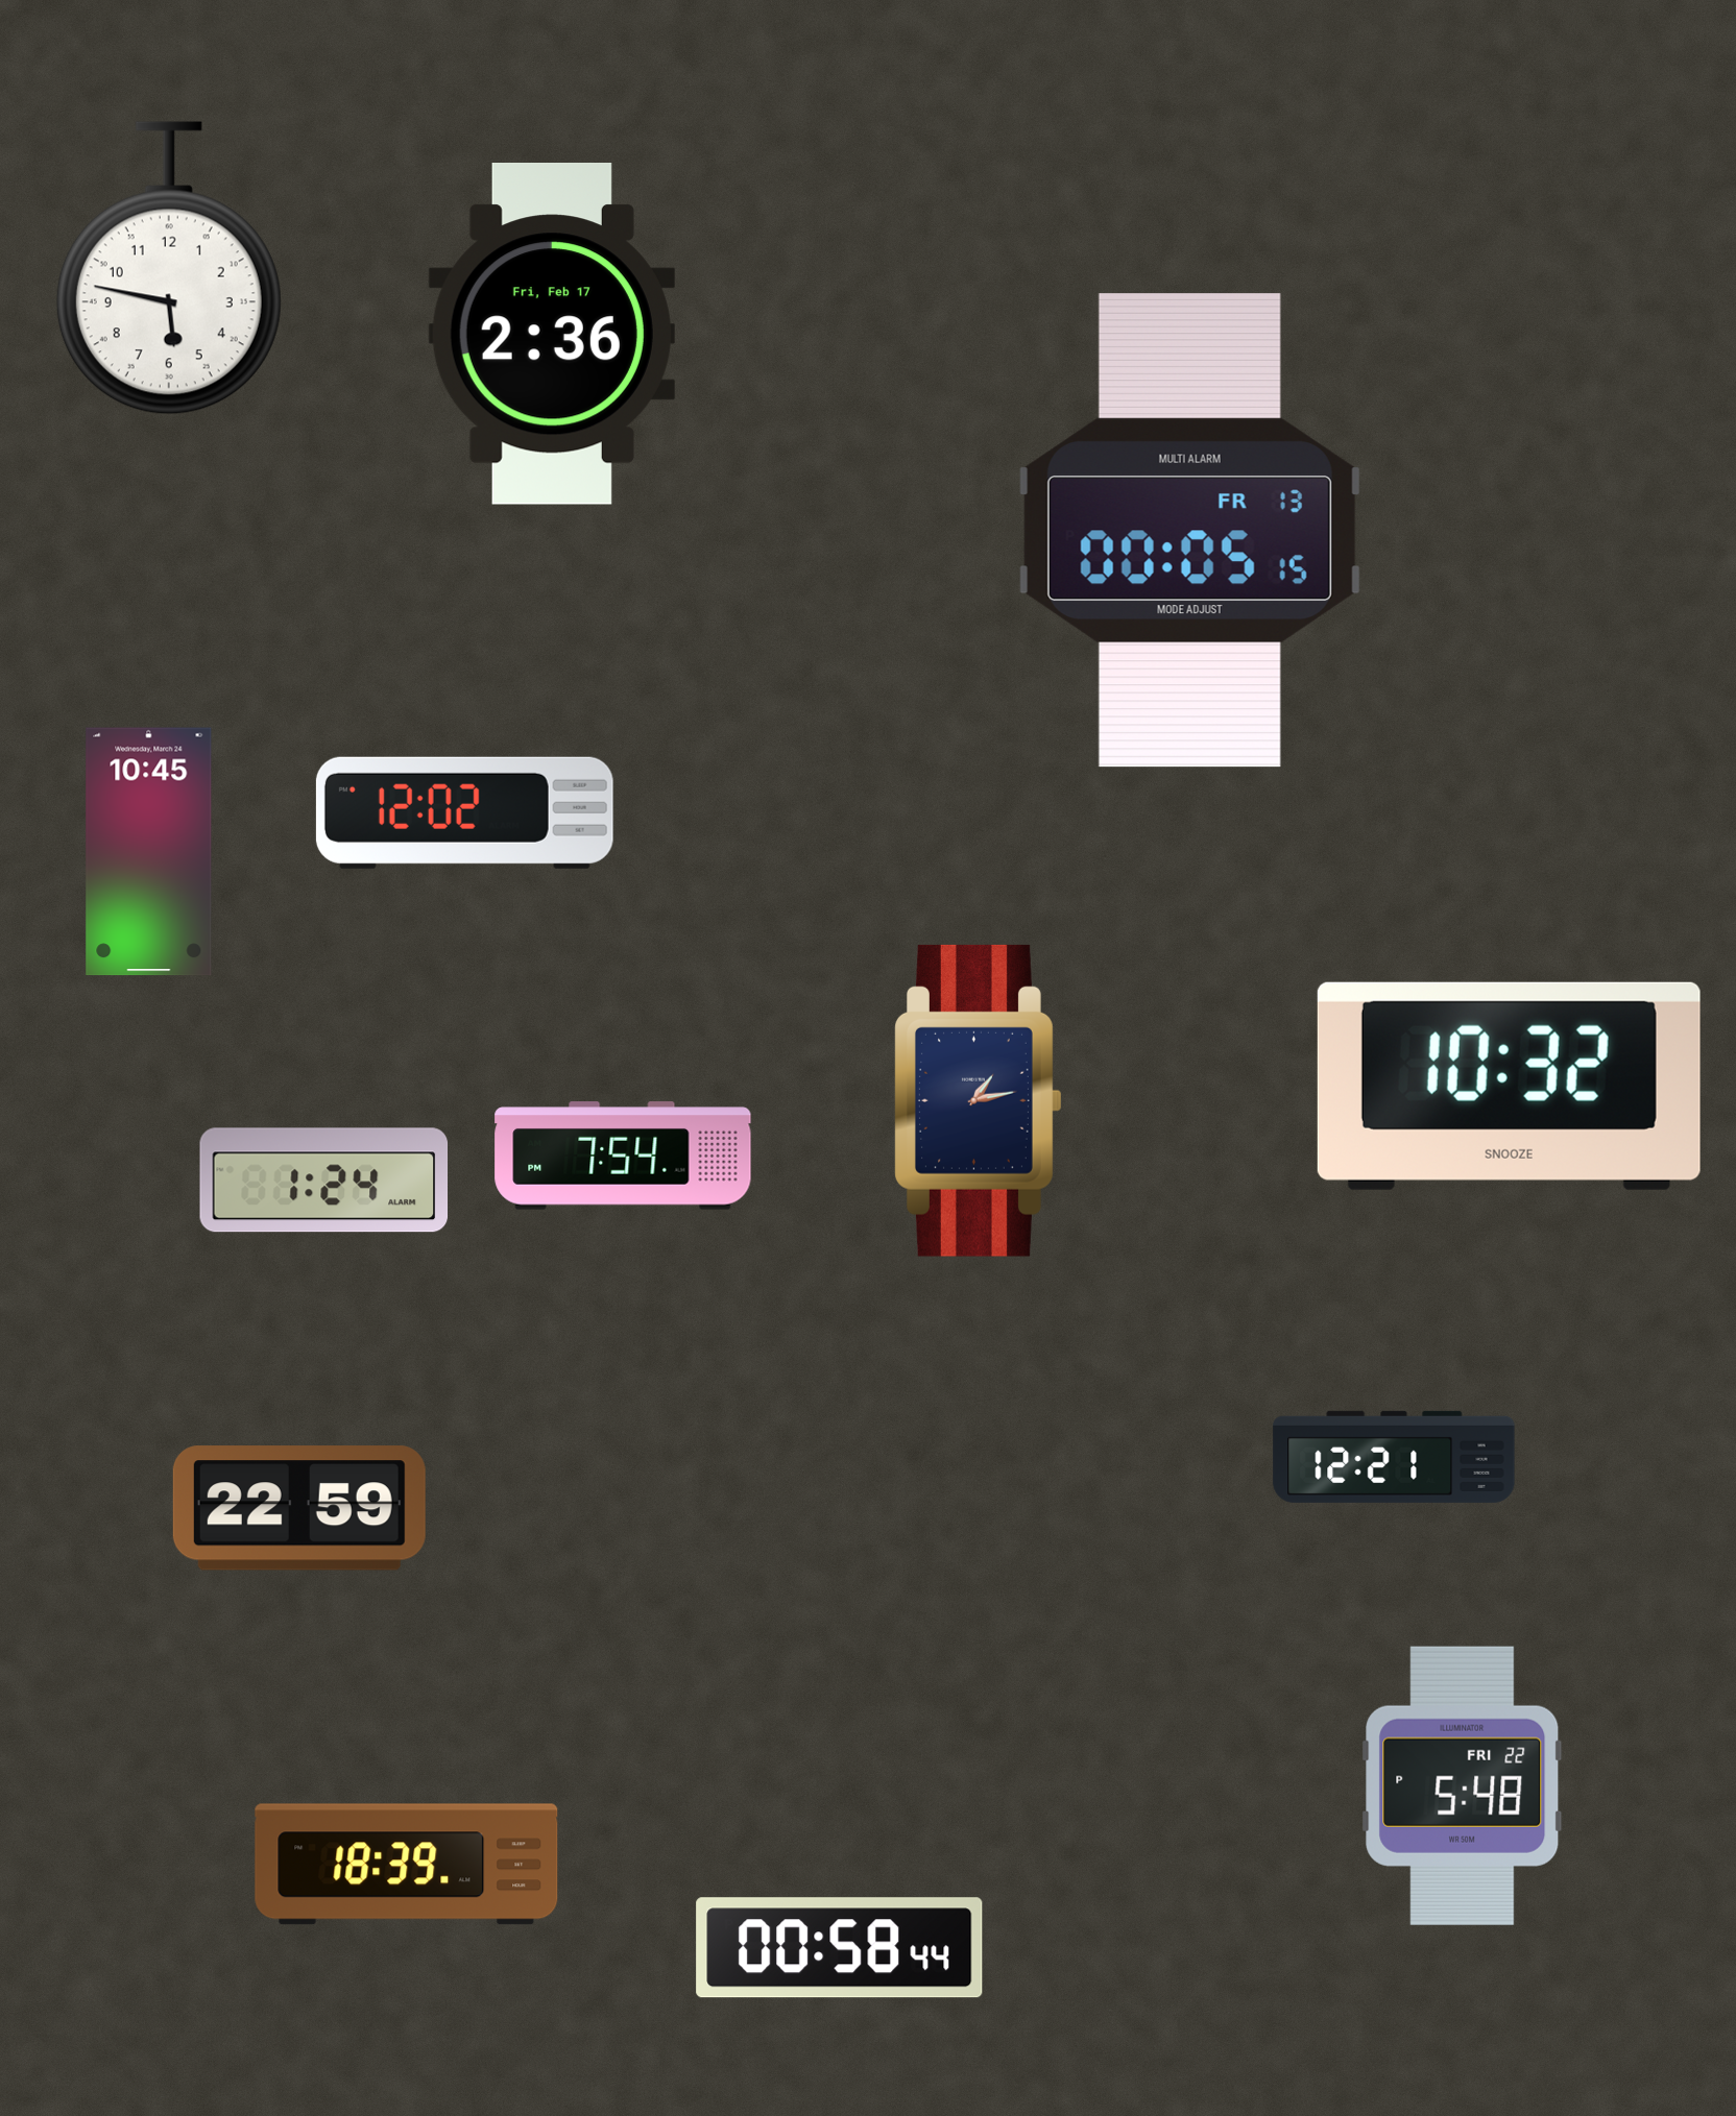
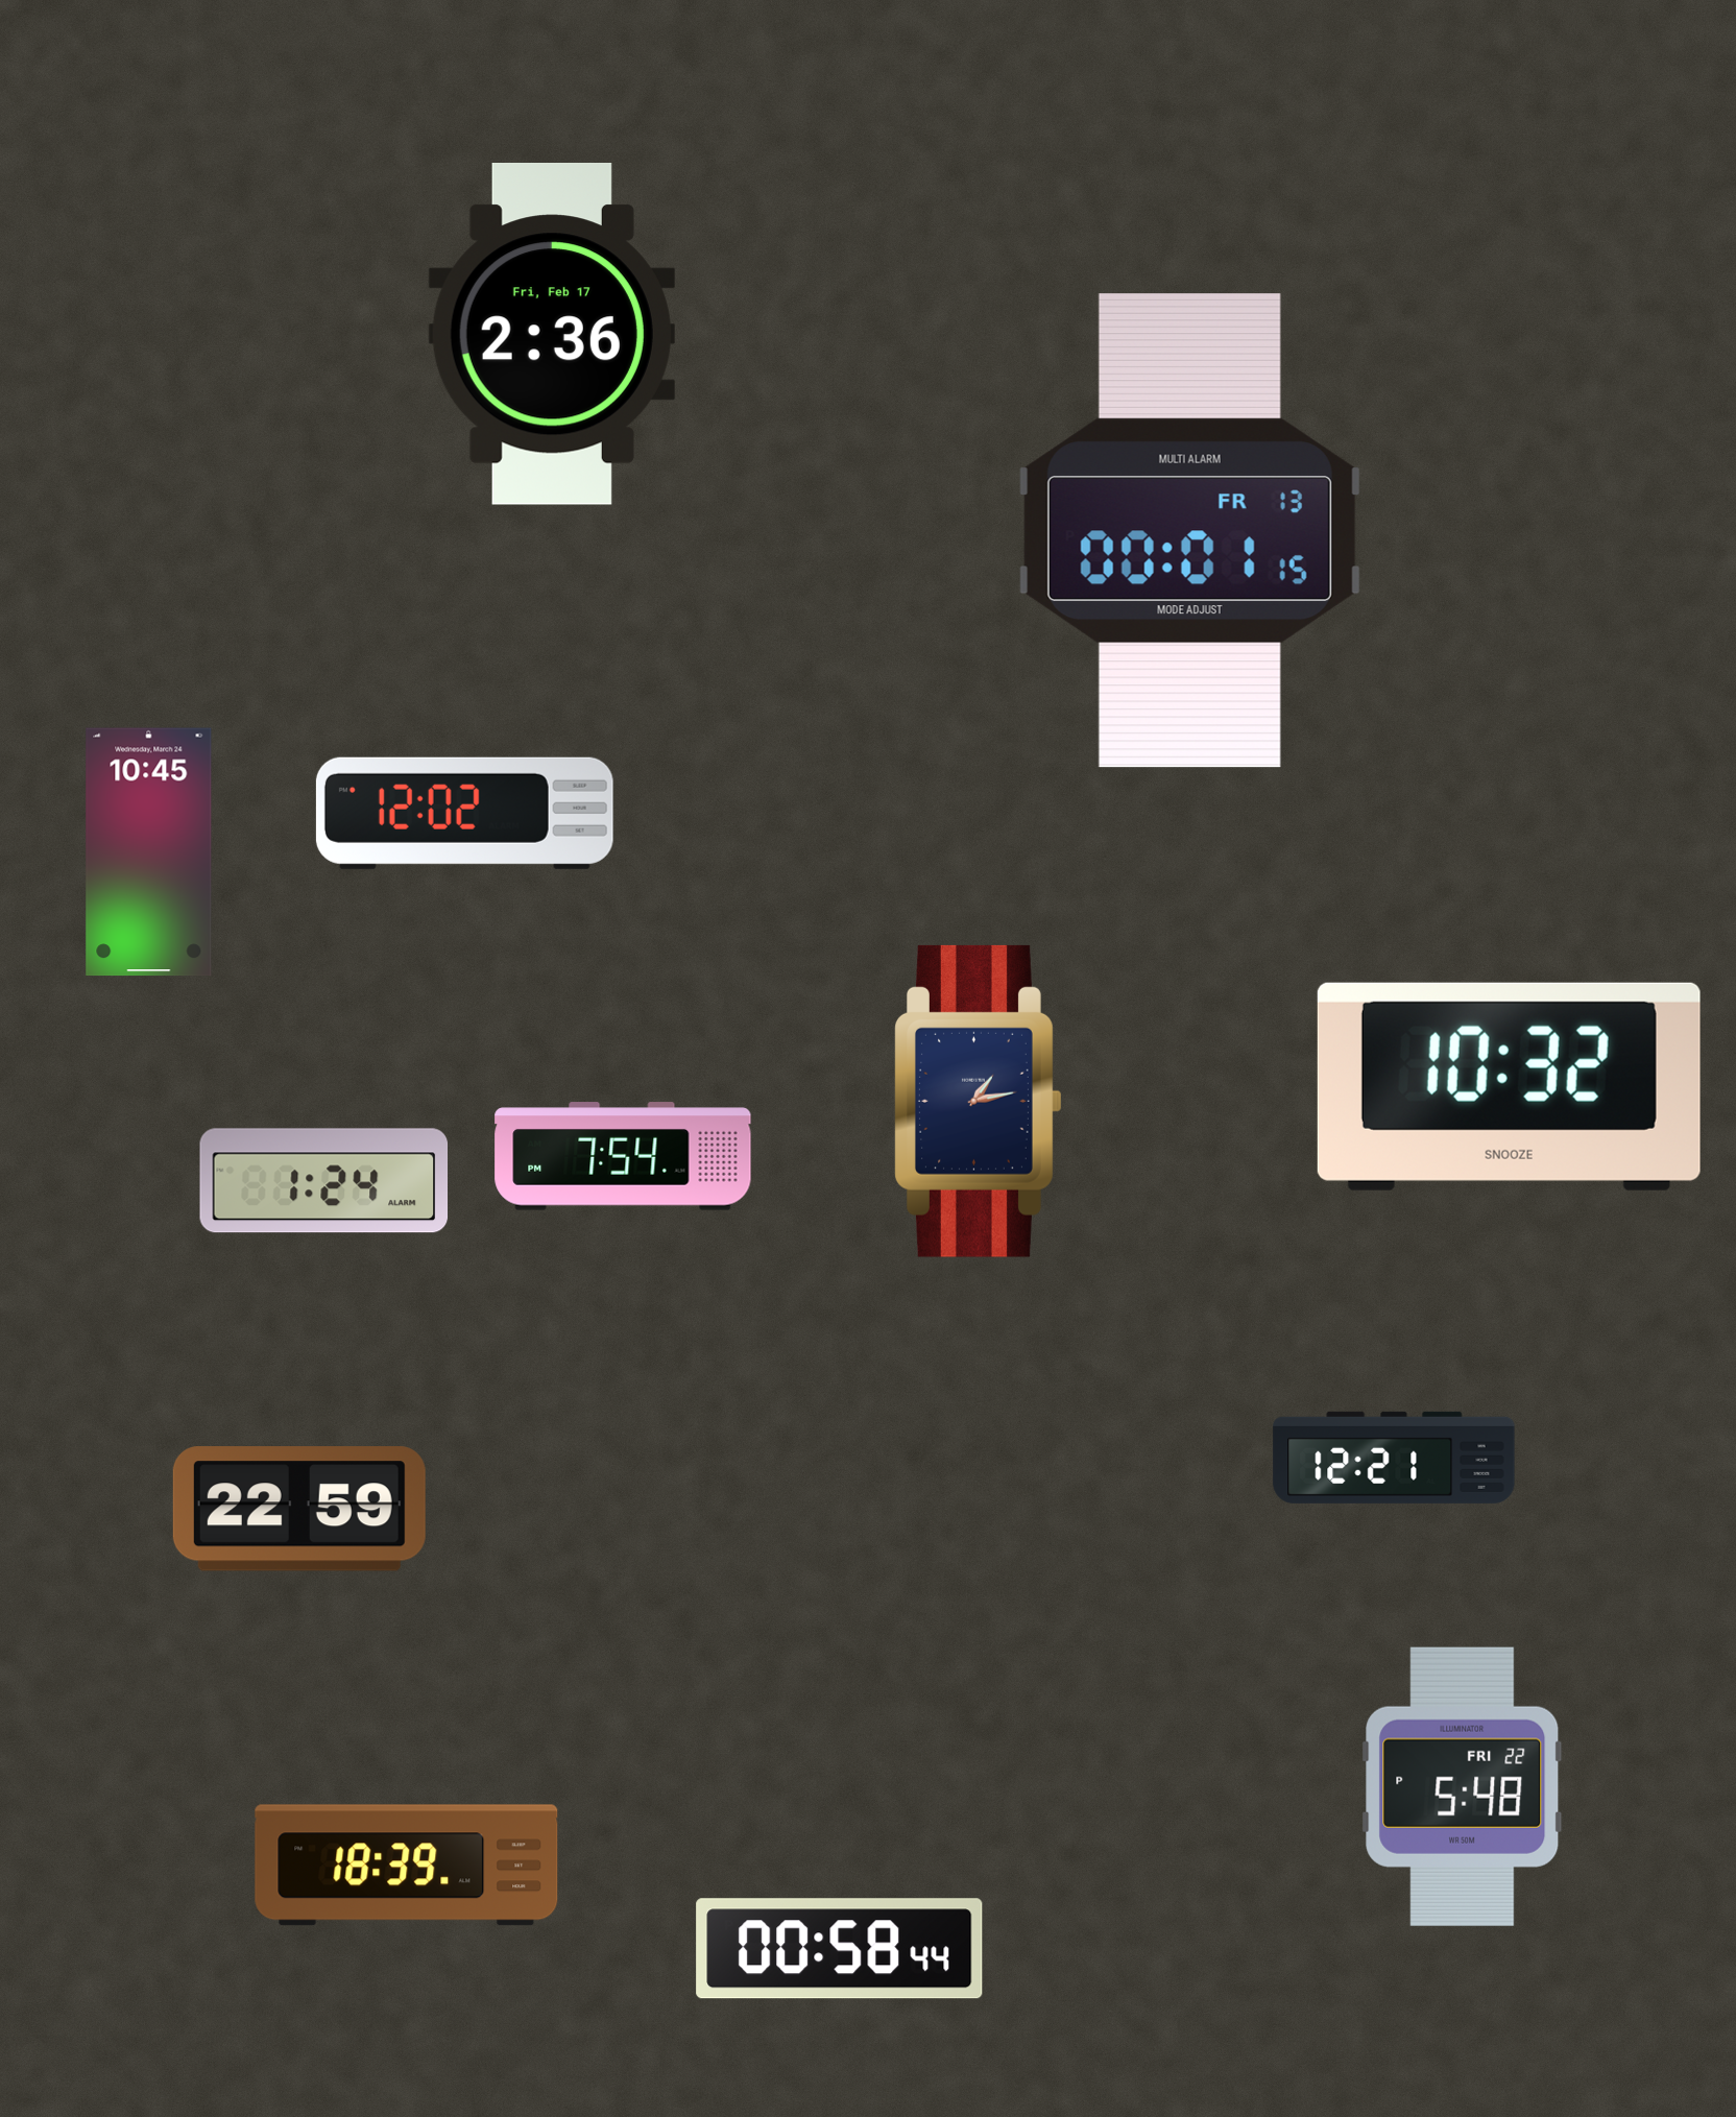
clock at (169, 268): 5:47 -> none
clock at (1189, 531): 00:05 -> 00:01
